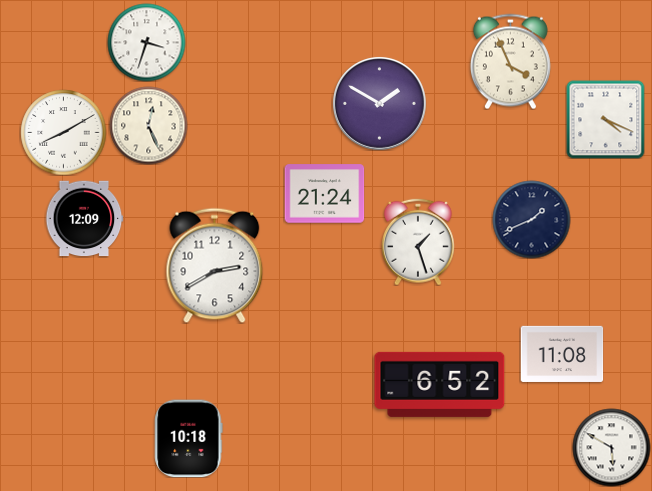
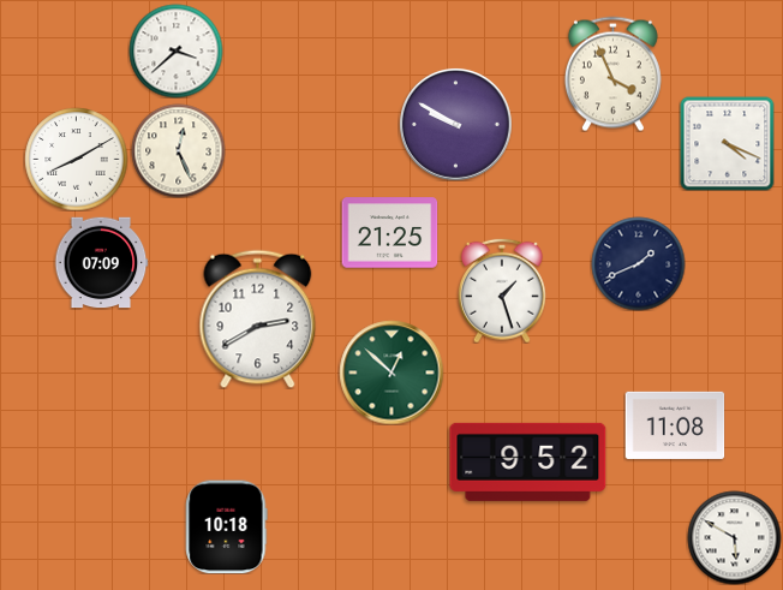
clock at (146, 42): 3:33 -> 3:38
clock at (379, 103): 1:50 -> 9:50
clock at (324, 194): 21:24 -> 21:25
clock at (84, 219): 12:09 -> 07:09
clock at (391, 373): none -> 12:52
clock at (440, 384): 6:52 -> 9:52
